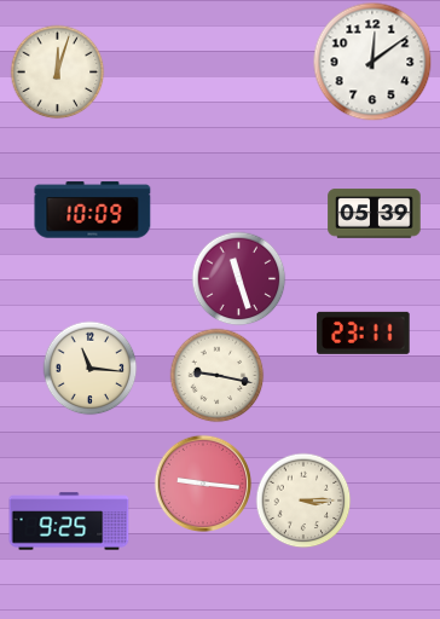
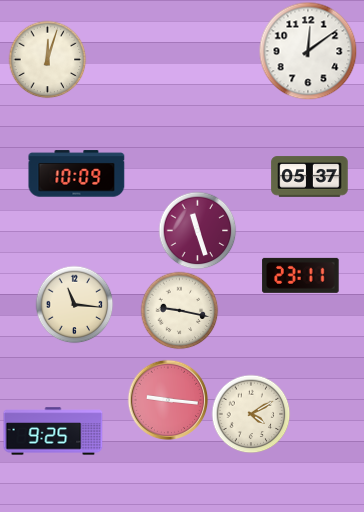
clock at (375, 214): 05:39 -> 05:37
clock at (303, 501): 3:15 -> 4:10
clock at (69, 521) position: (69, 521) -> (53, 431)
